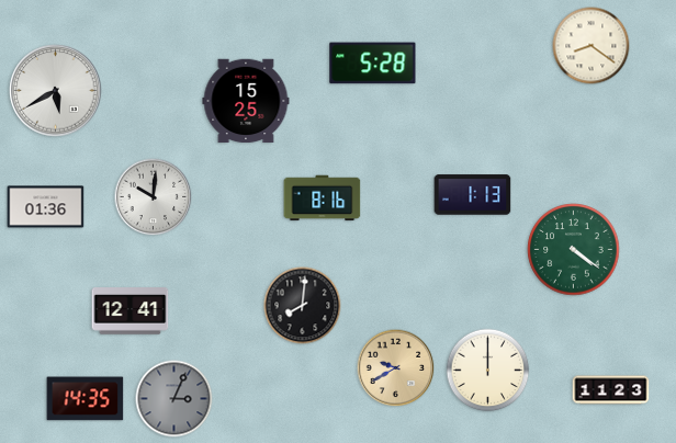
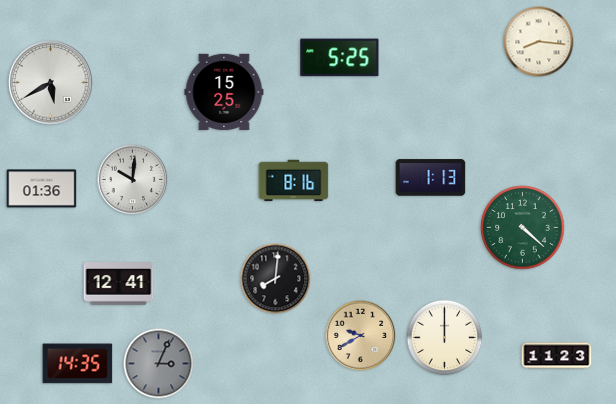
clock at (591, 46): 8:21 -> 8:16
clock at (373, 64): 5:28 -> 5:25
clock at (154, 197) position: (154, 197) -> (133, 180)
clock at (574, 250): 4:21 -> 4:22
